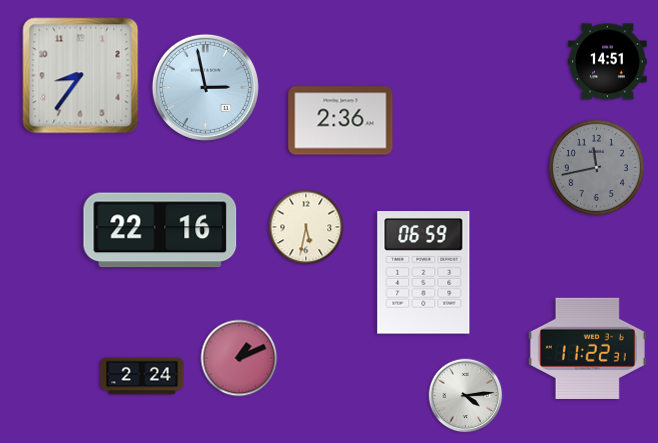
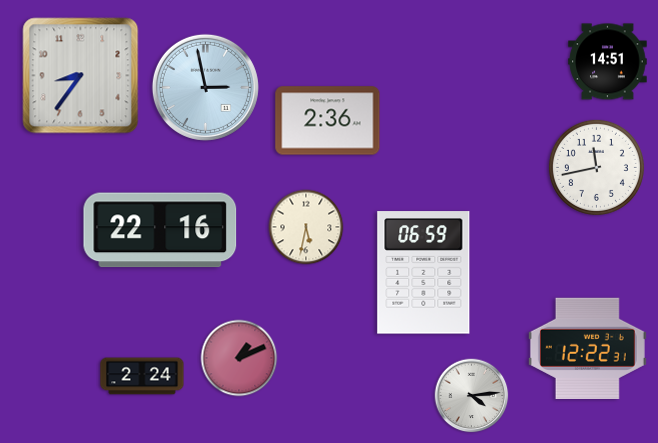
clock at (341, 121) position: (341, 121) -> (328, 121)
clock at (596, 167) dial: grey -> white
clock at (587, 348): 11:22 -> 12:22
clock at (466, 396) position: (466, 396) -> (472, 396)
